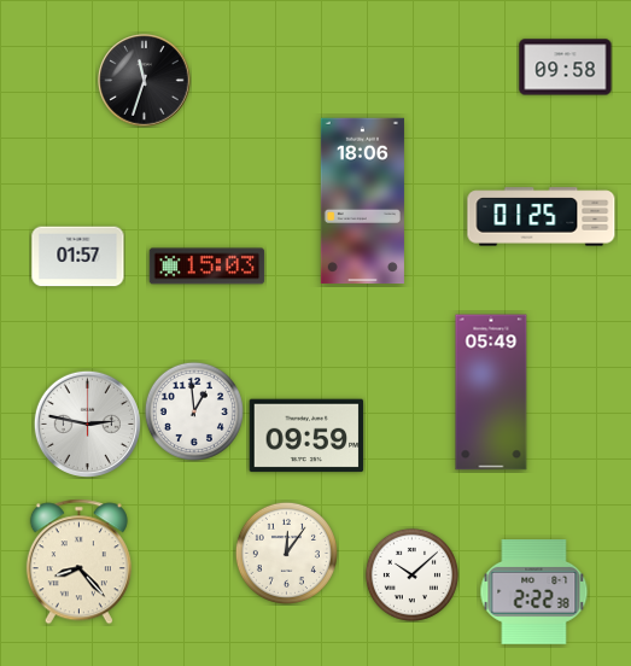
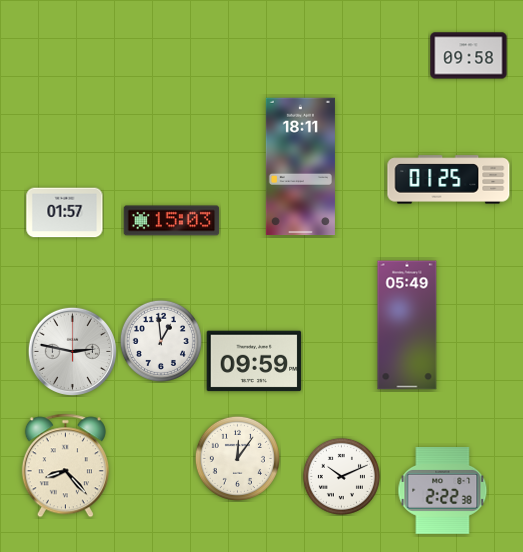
clock at (145, 81): 11:33 -> none
clock at (362, 201): 18:06 -> 18:11
clock at (411, 574): 10:08 -> 10:11
